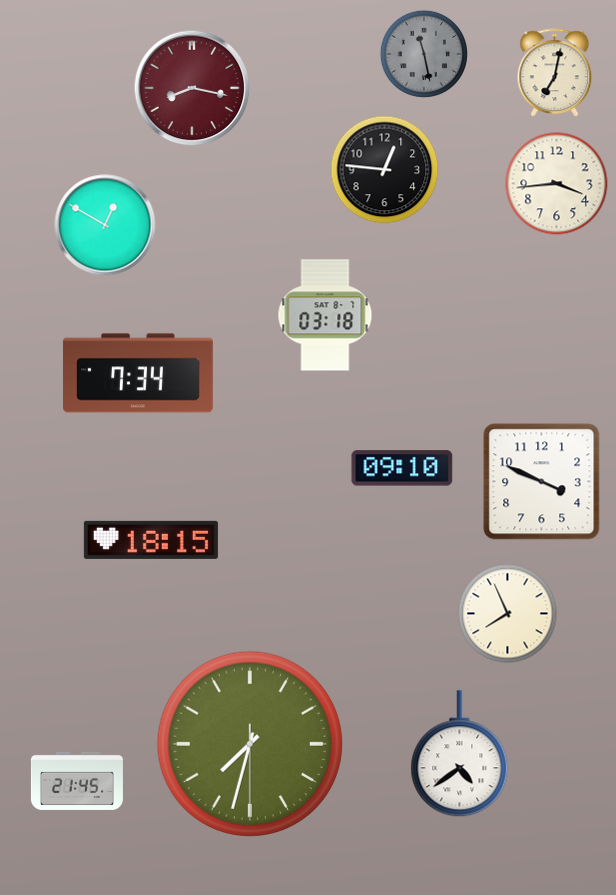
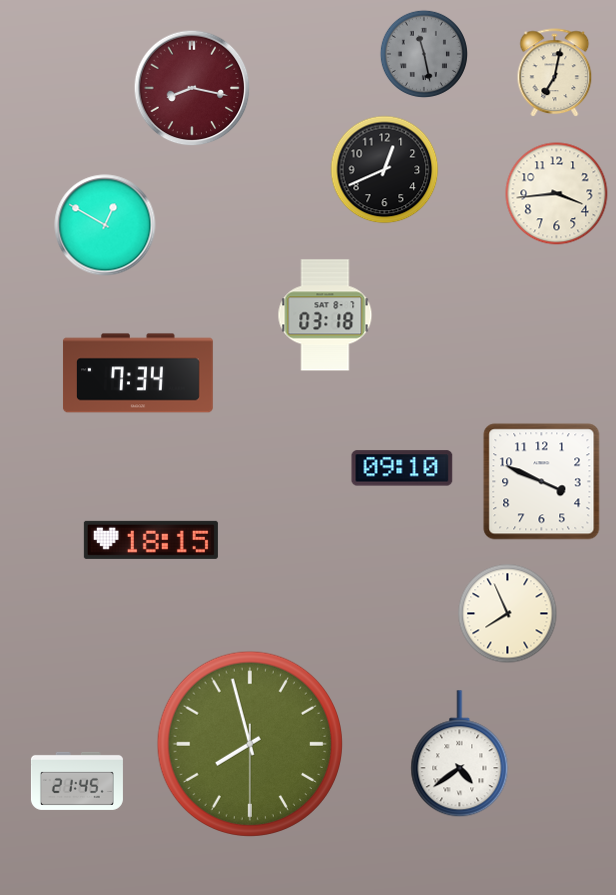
clock at (385, 170): 12:46 -> 12:41
clock at (557, 184) position: (557, 184) -> (557, 194)
clock at (250, 744): 7:32 -> 7:57
